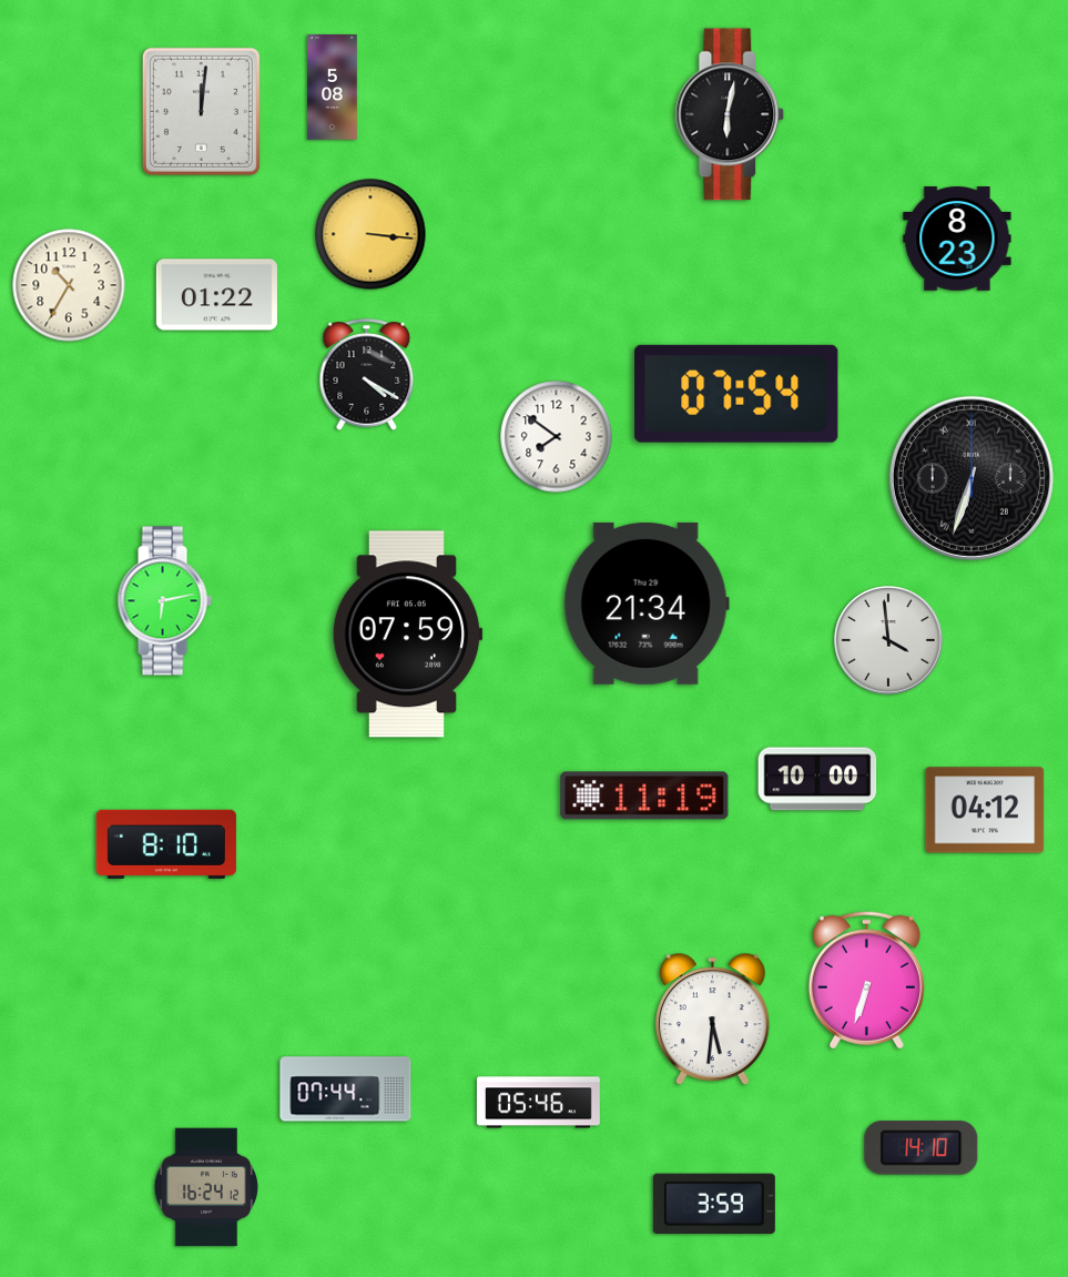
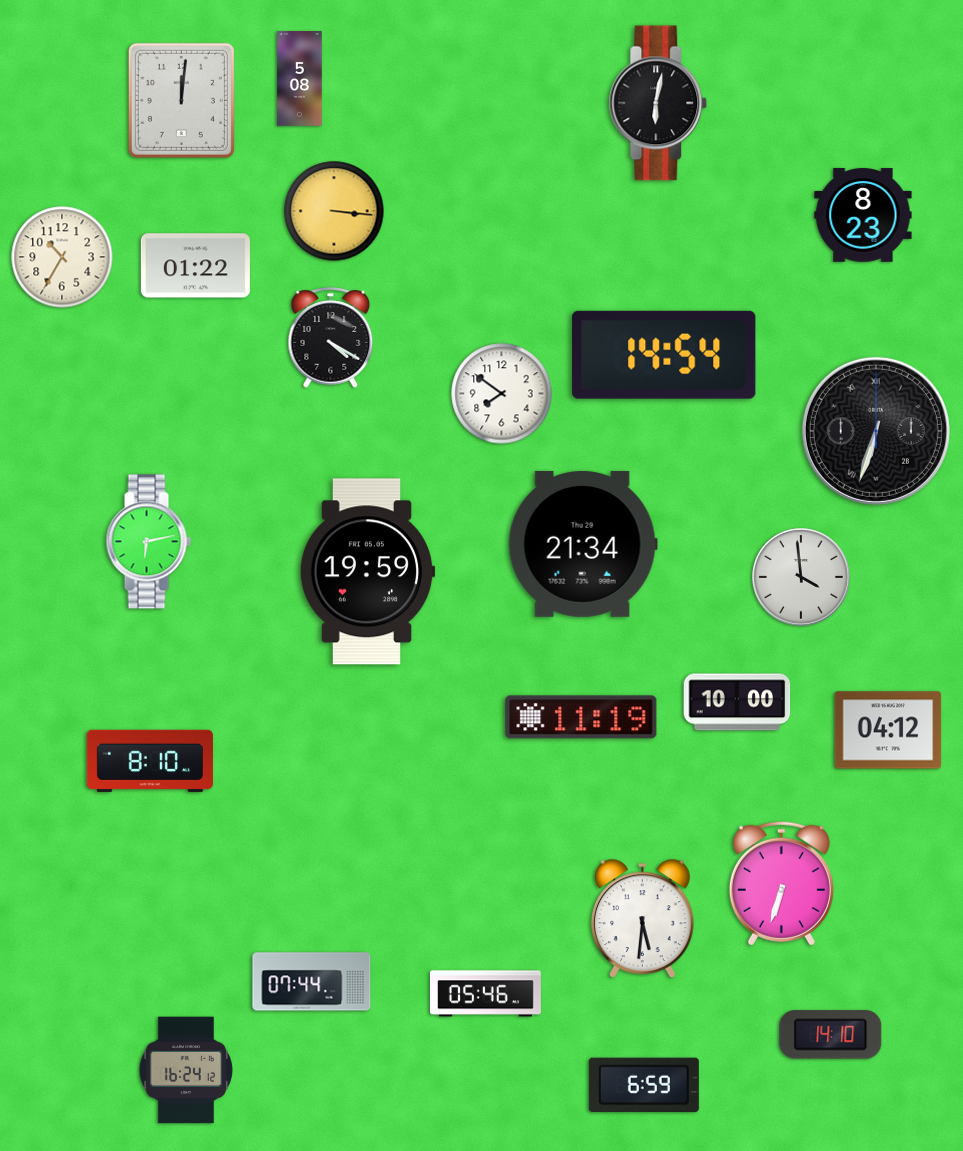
clock at (736, 394): 07:54 -> 14:54
clock at (407, 635): 07:59 -> 19:59
clock at (714, 1203): 3:59 -> 6:59
